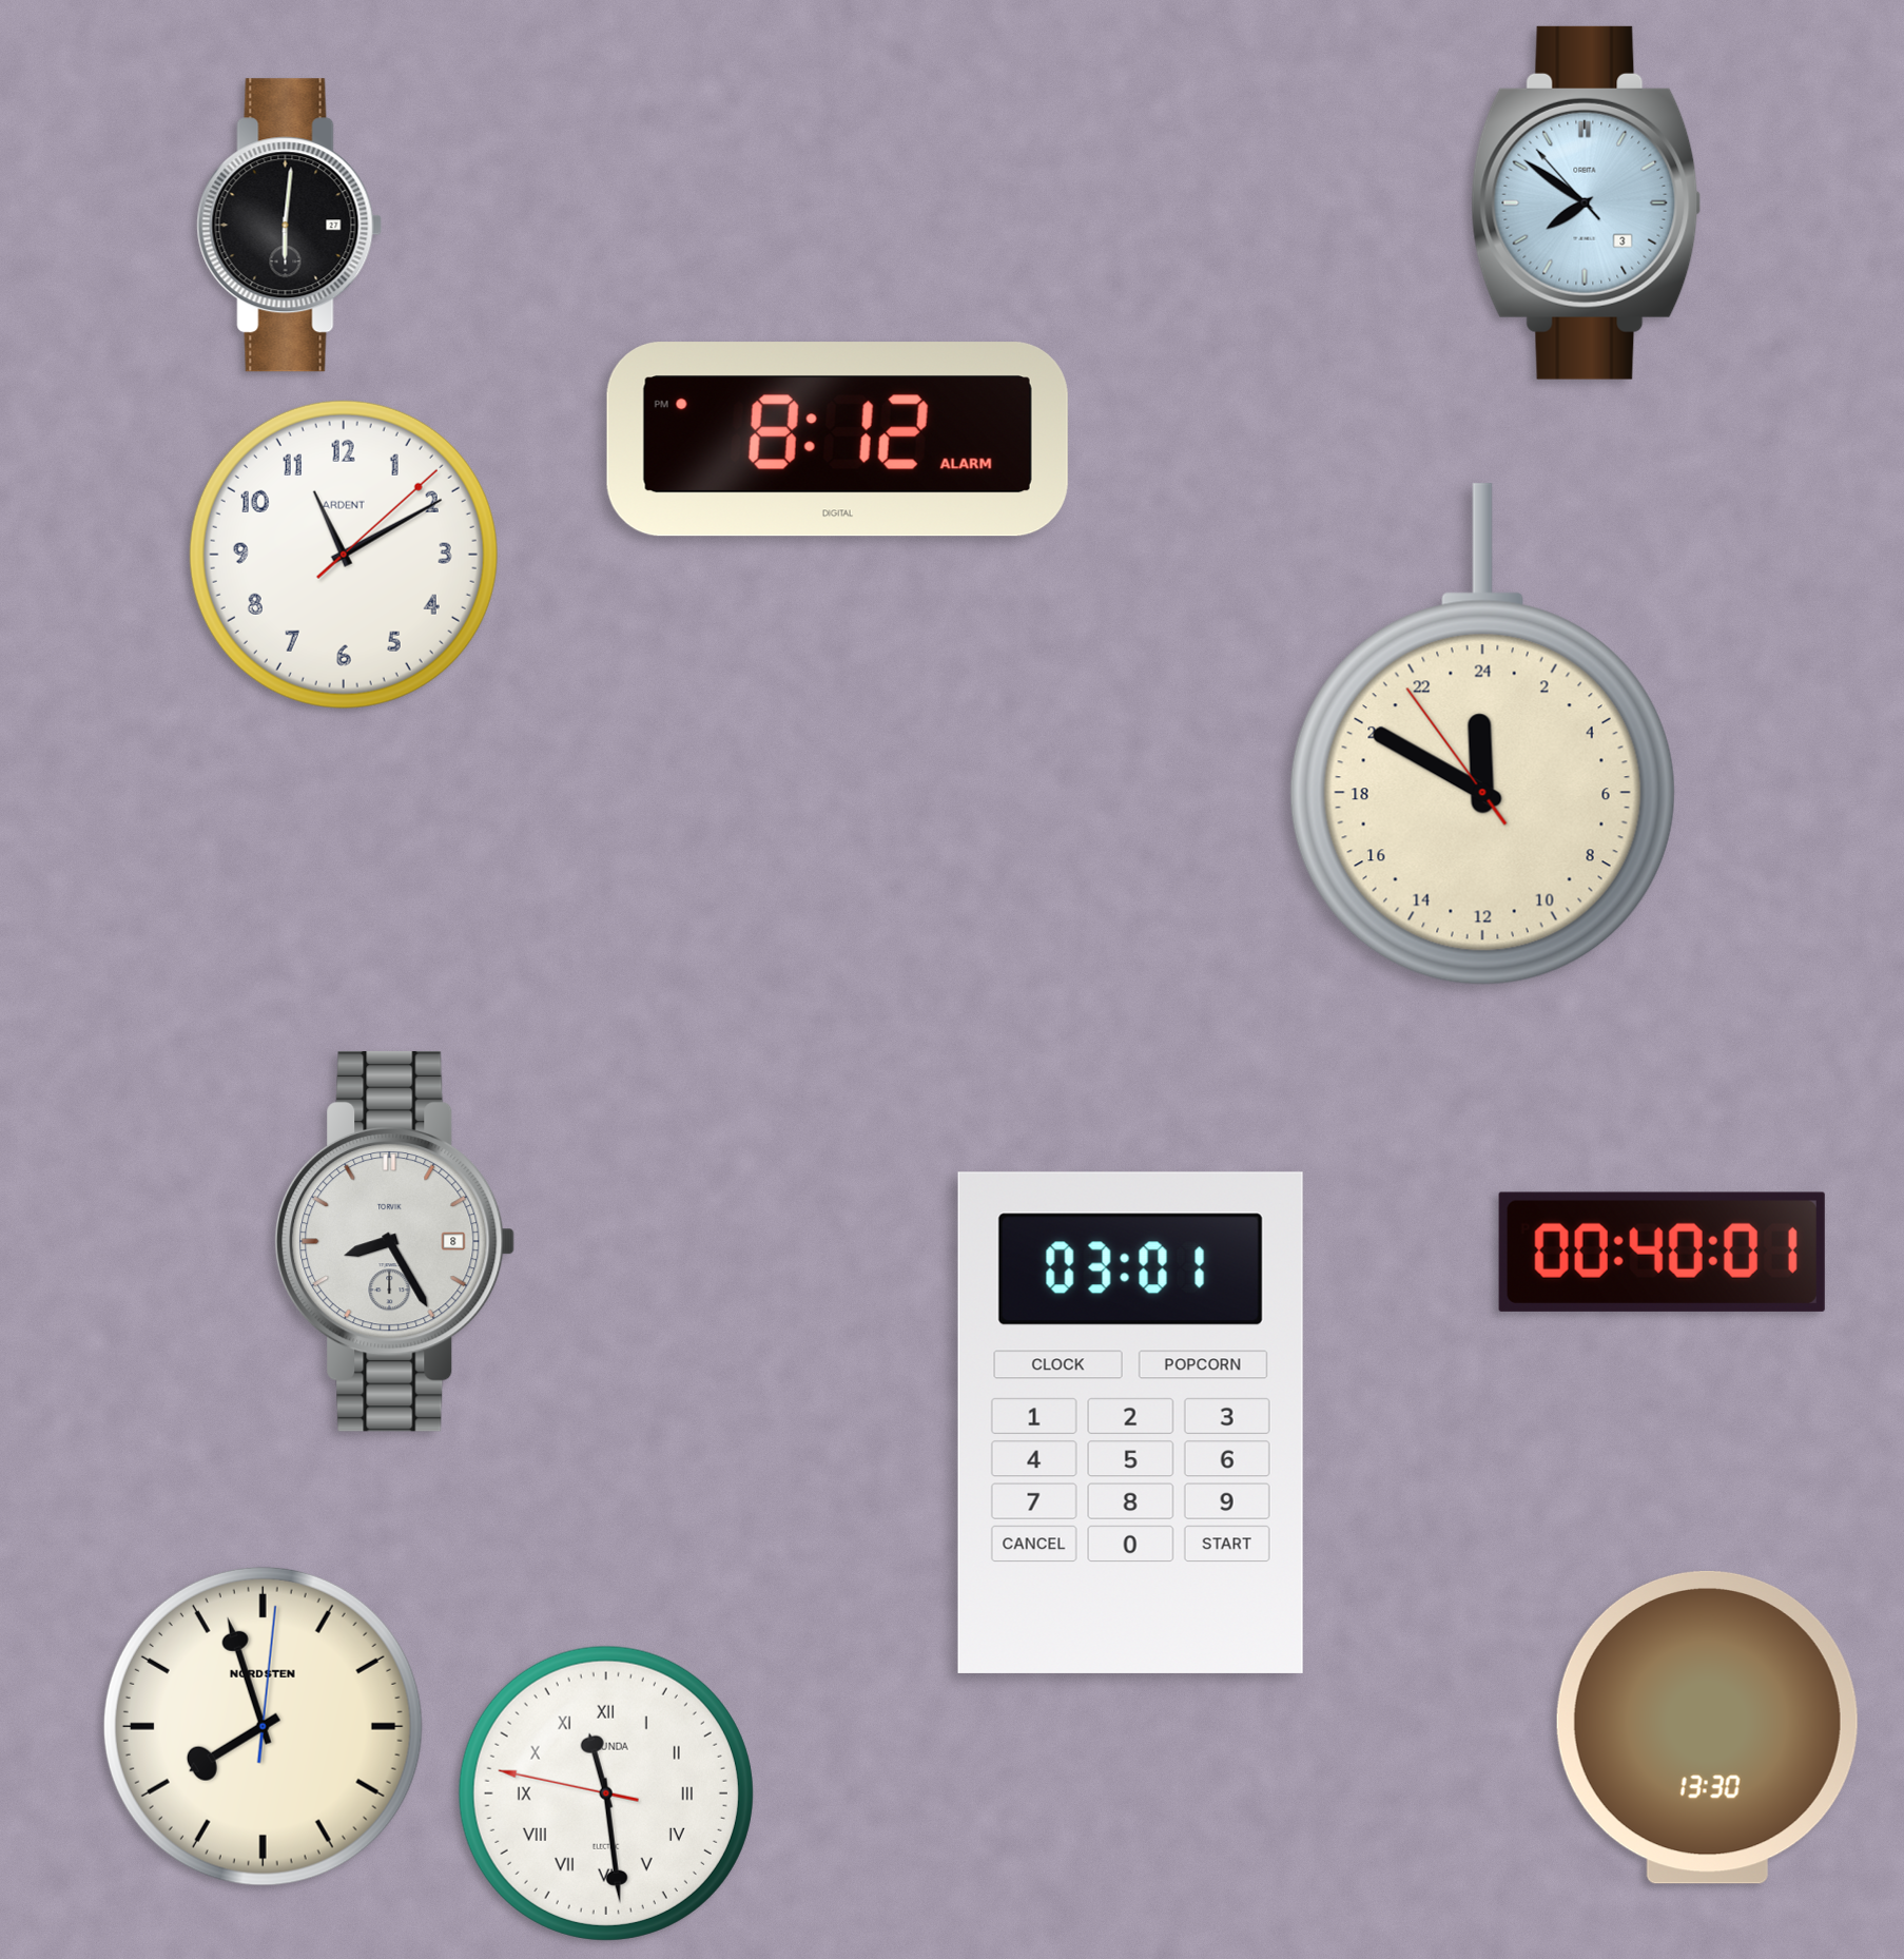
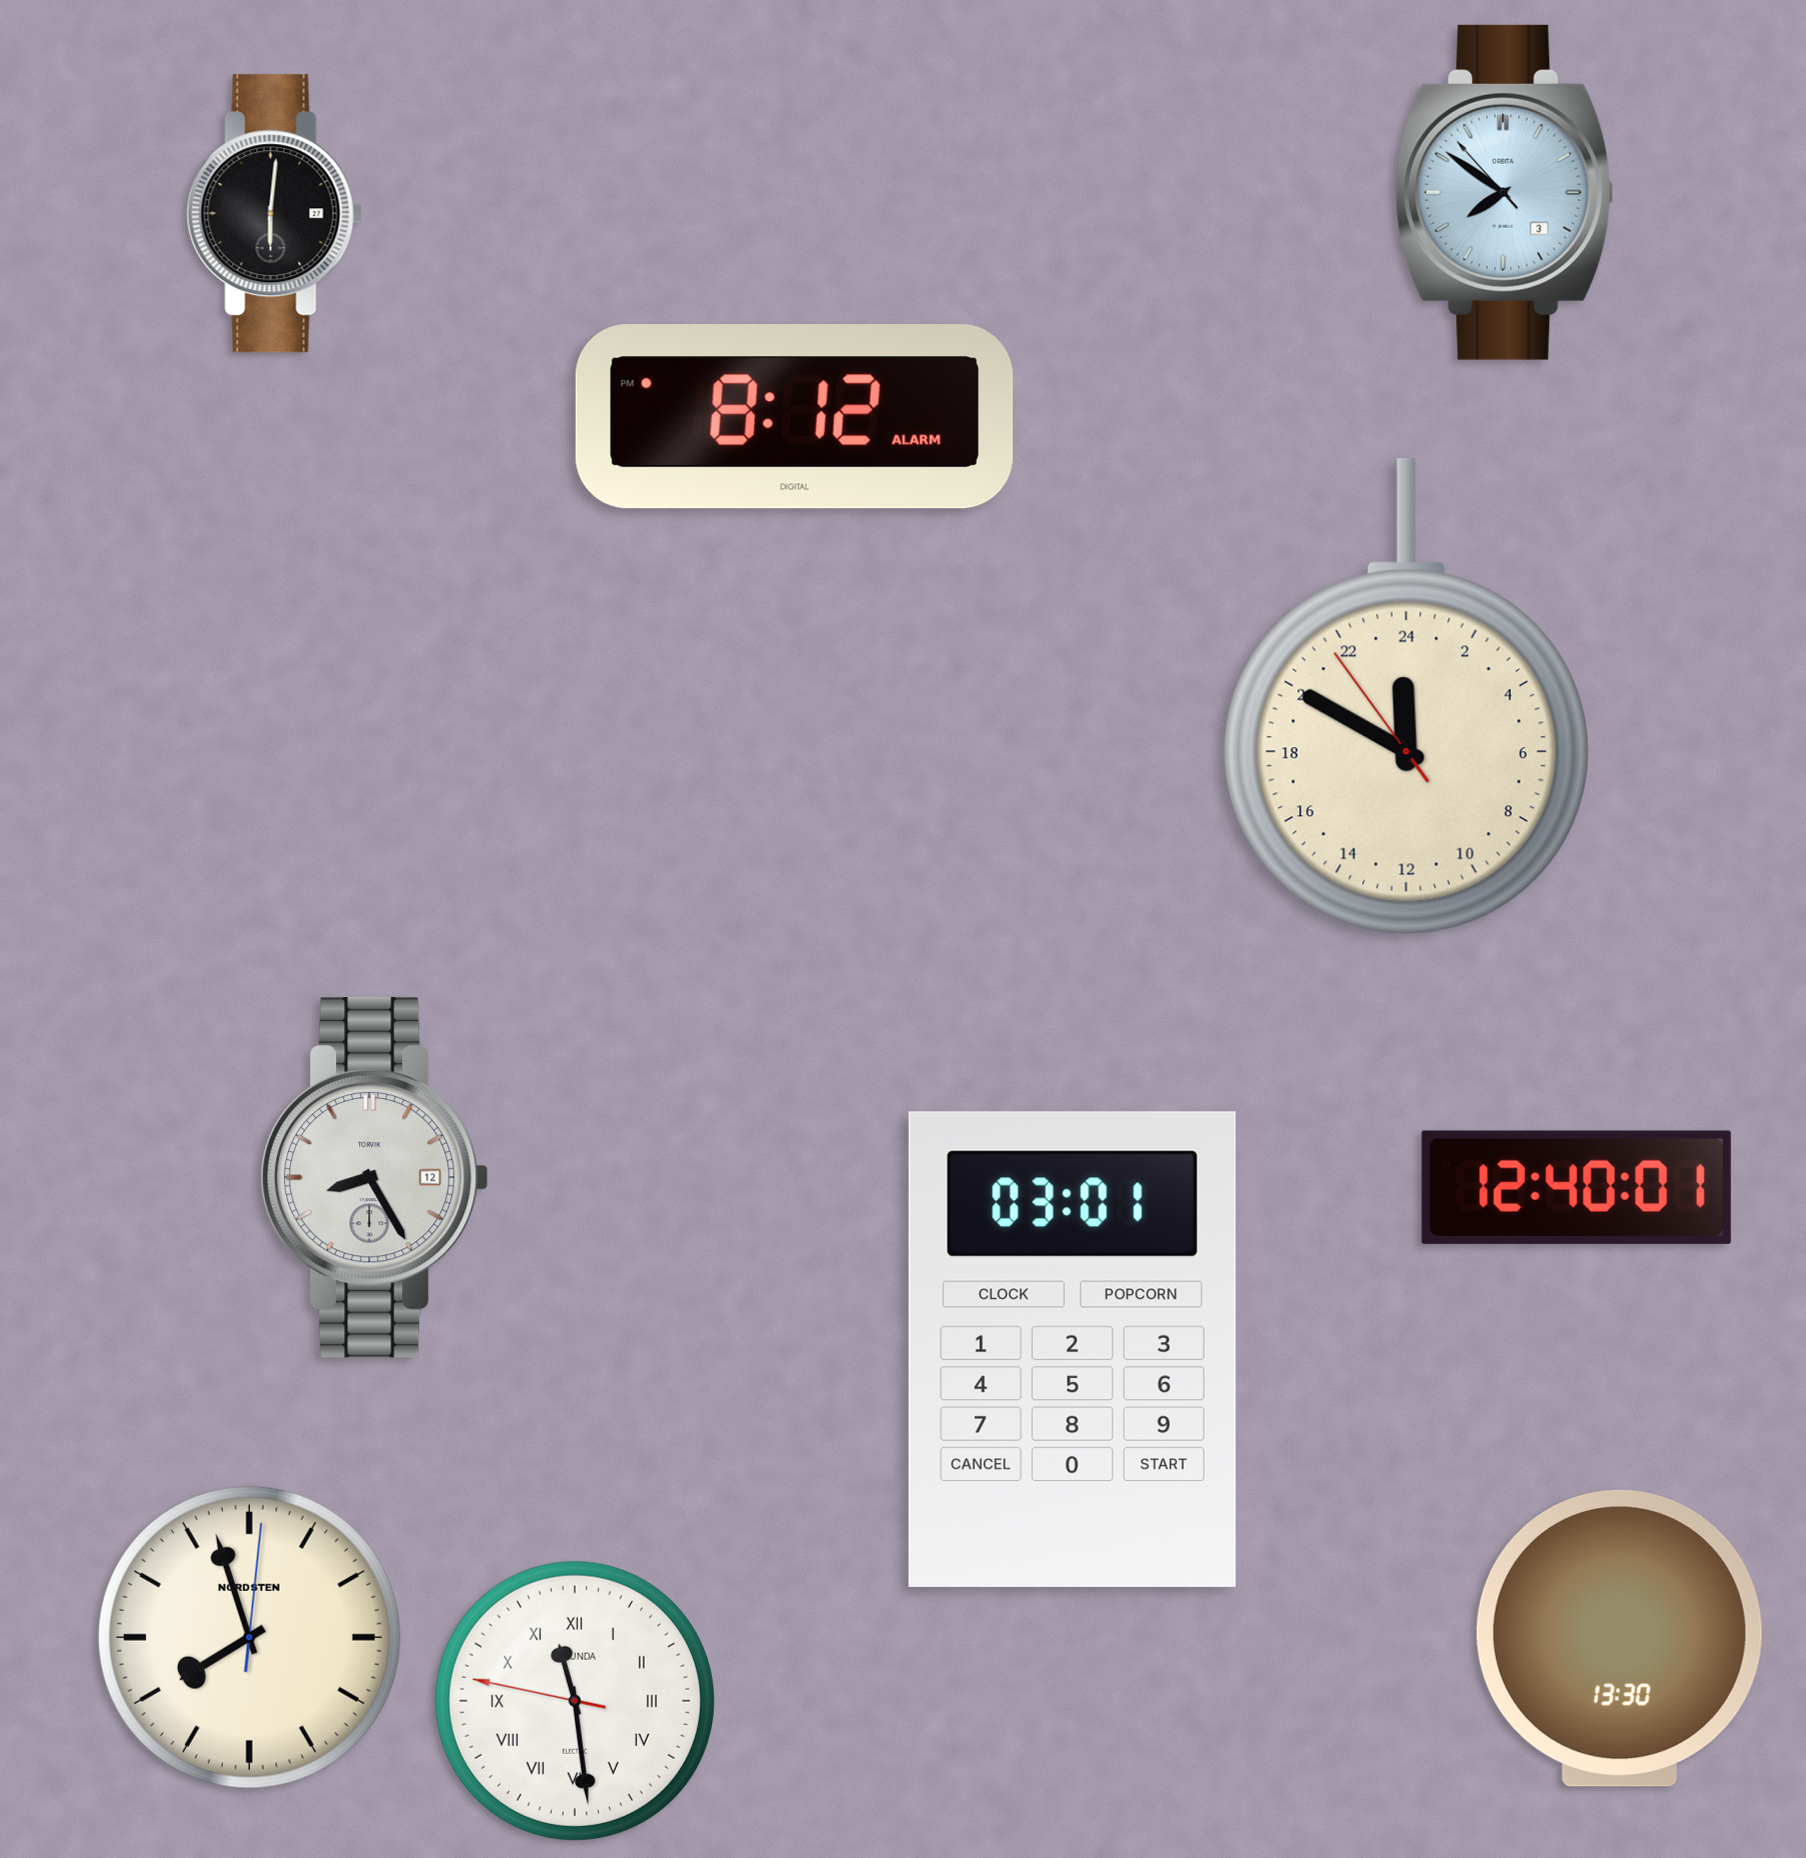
clock at (344, 555): 11:10 -> none
clock at (395, 1241) date: 8 -> 12
clock at (1662, 1252): 00:40 -> 12:40
